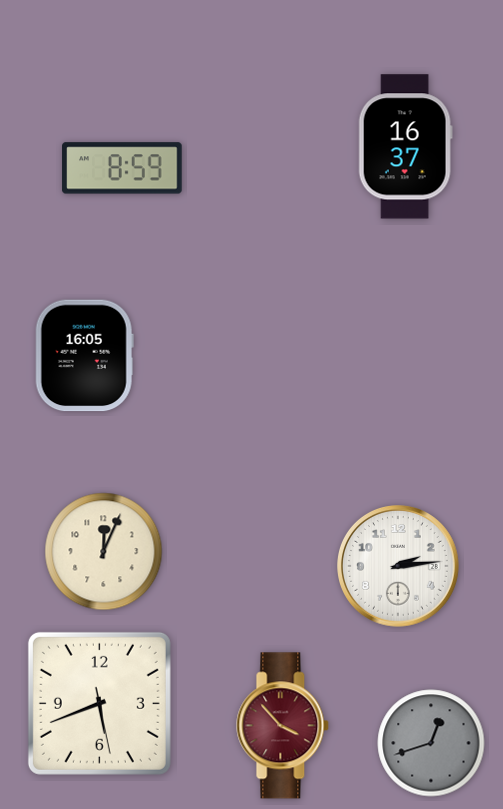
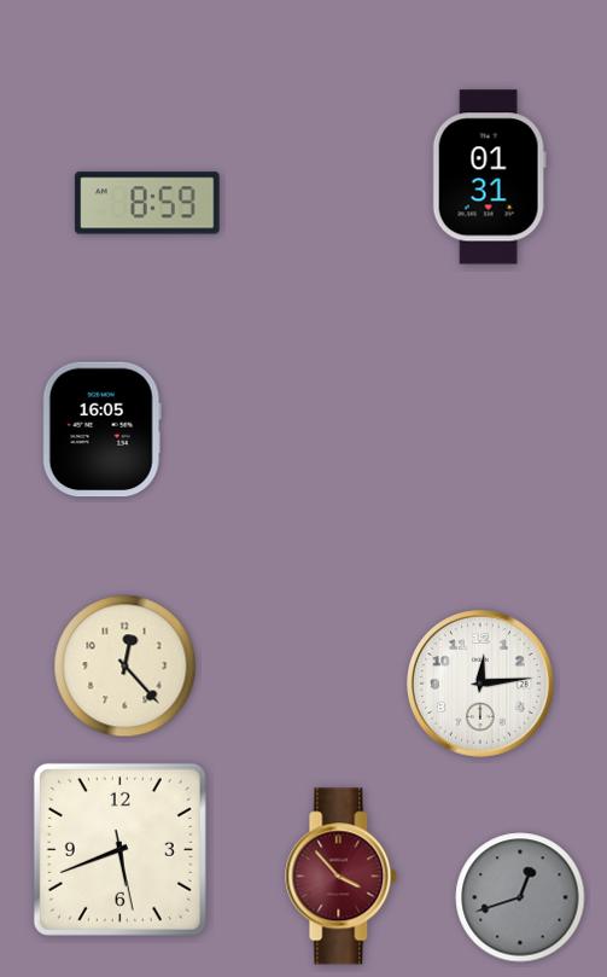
clock at (405, 147): 16:37 -> 01:31
clock at (104, 552): 12:04 -> 12:23
clock at (399, 567): 2:14 -> 12:14
